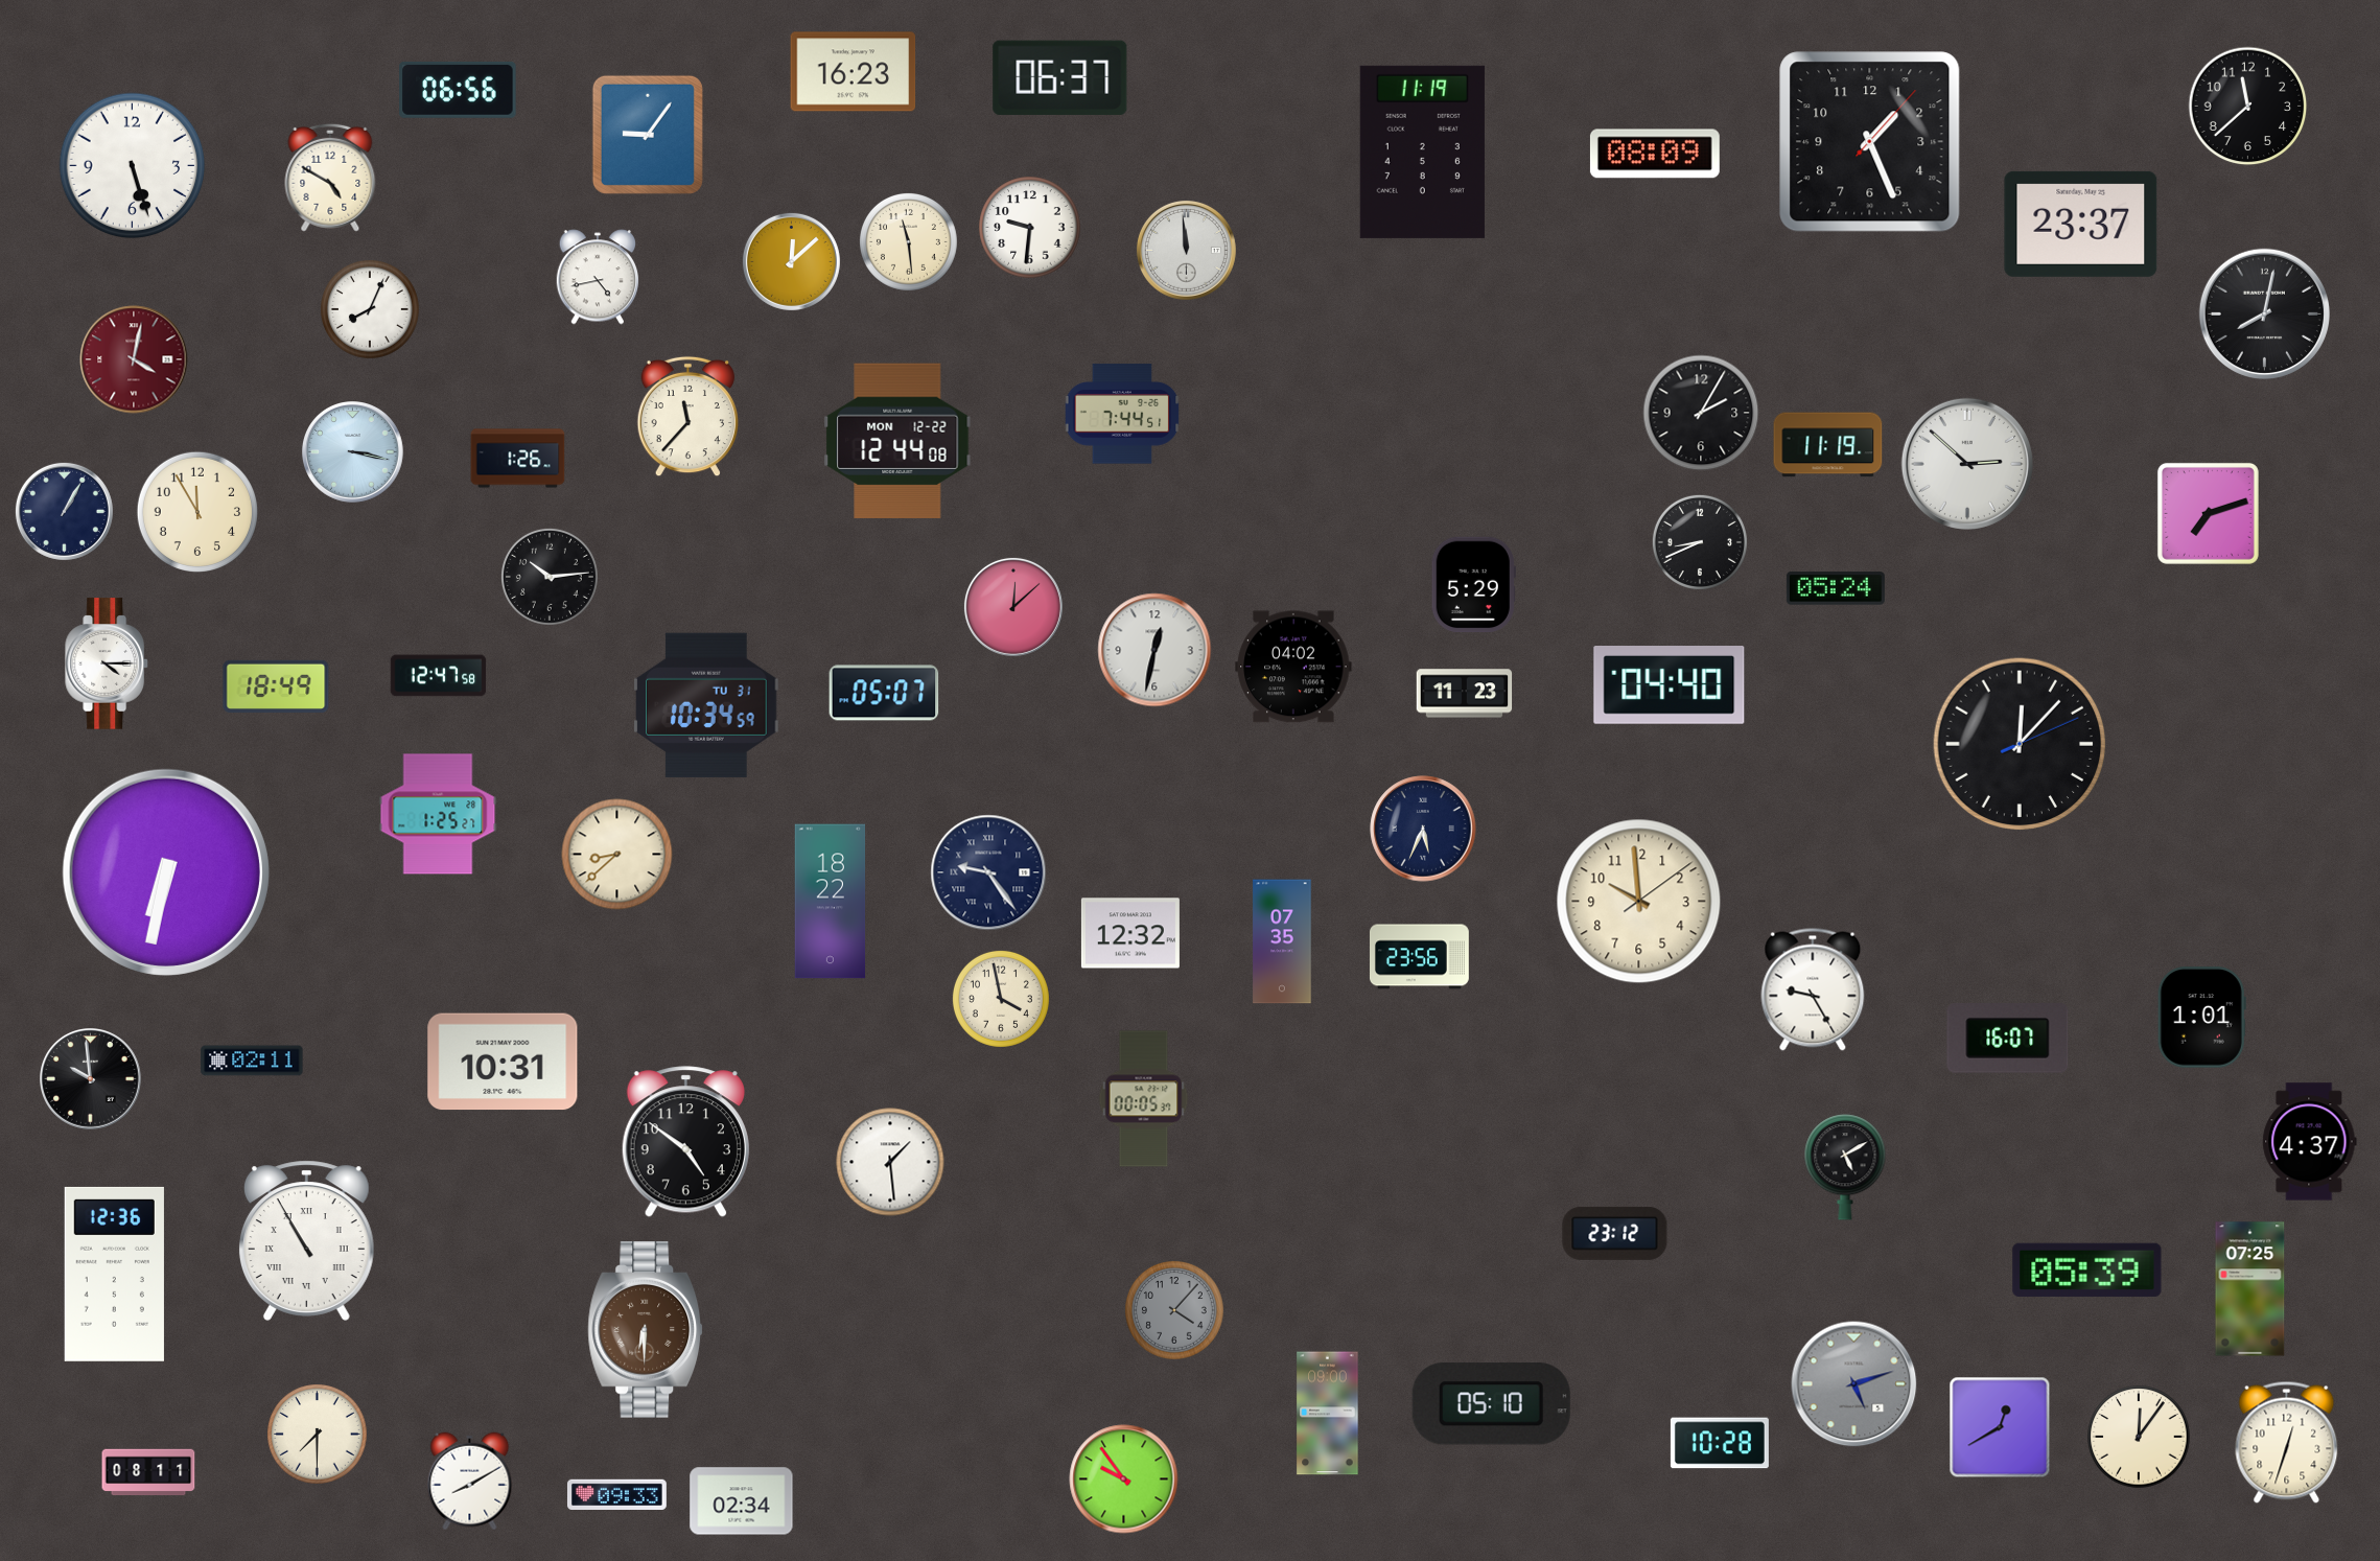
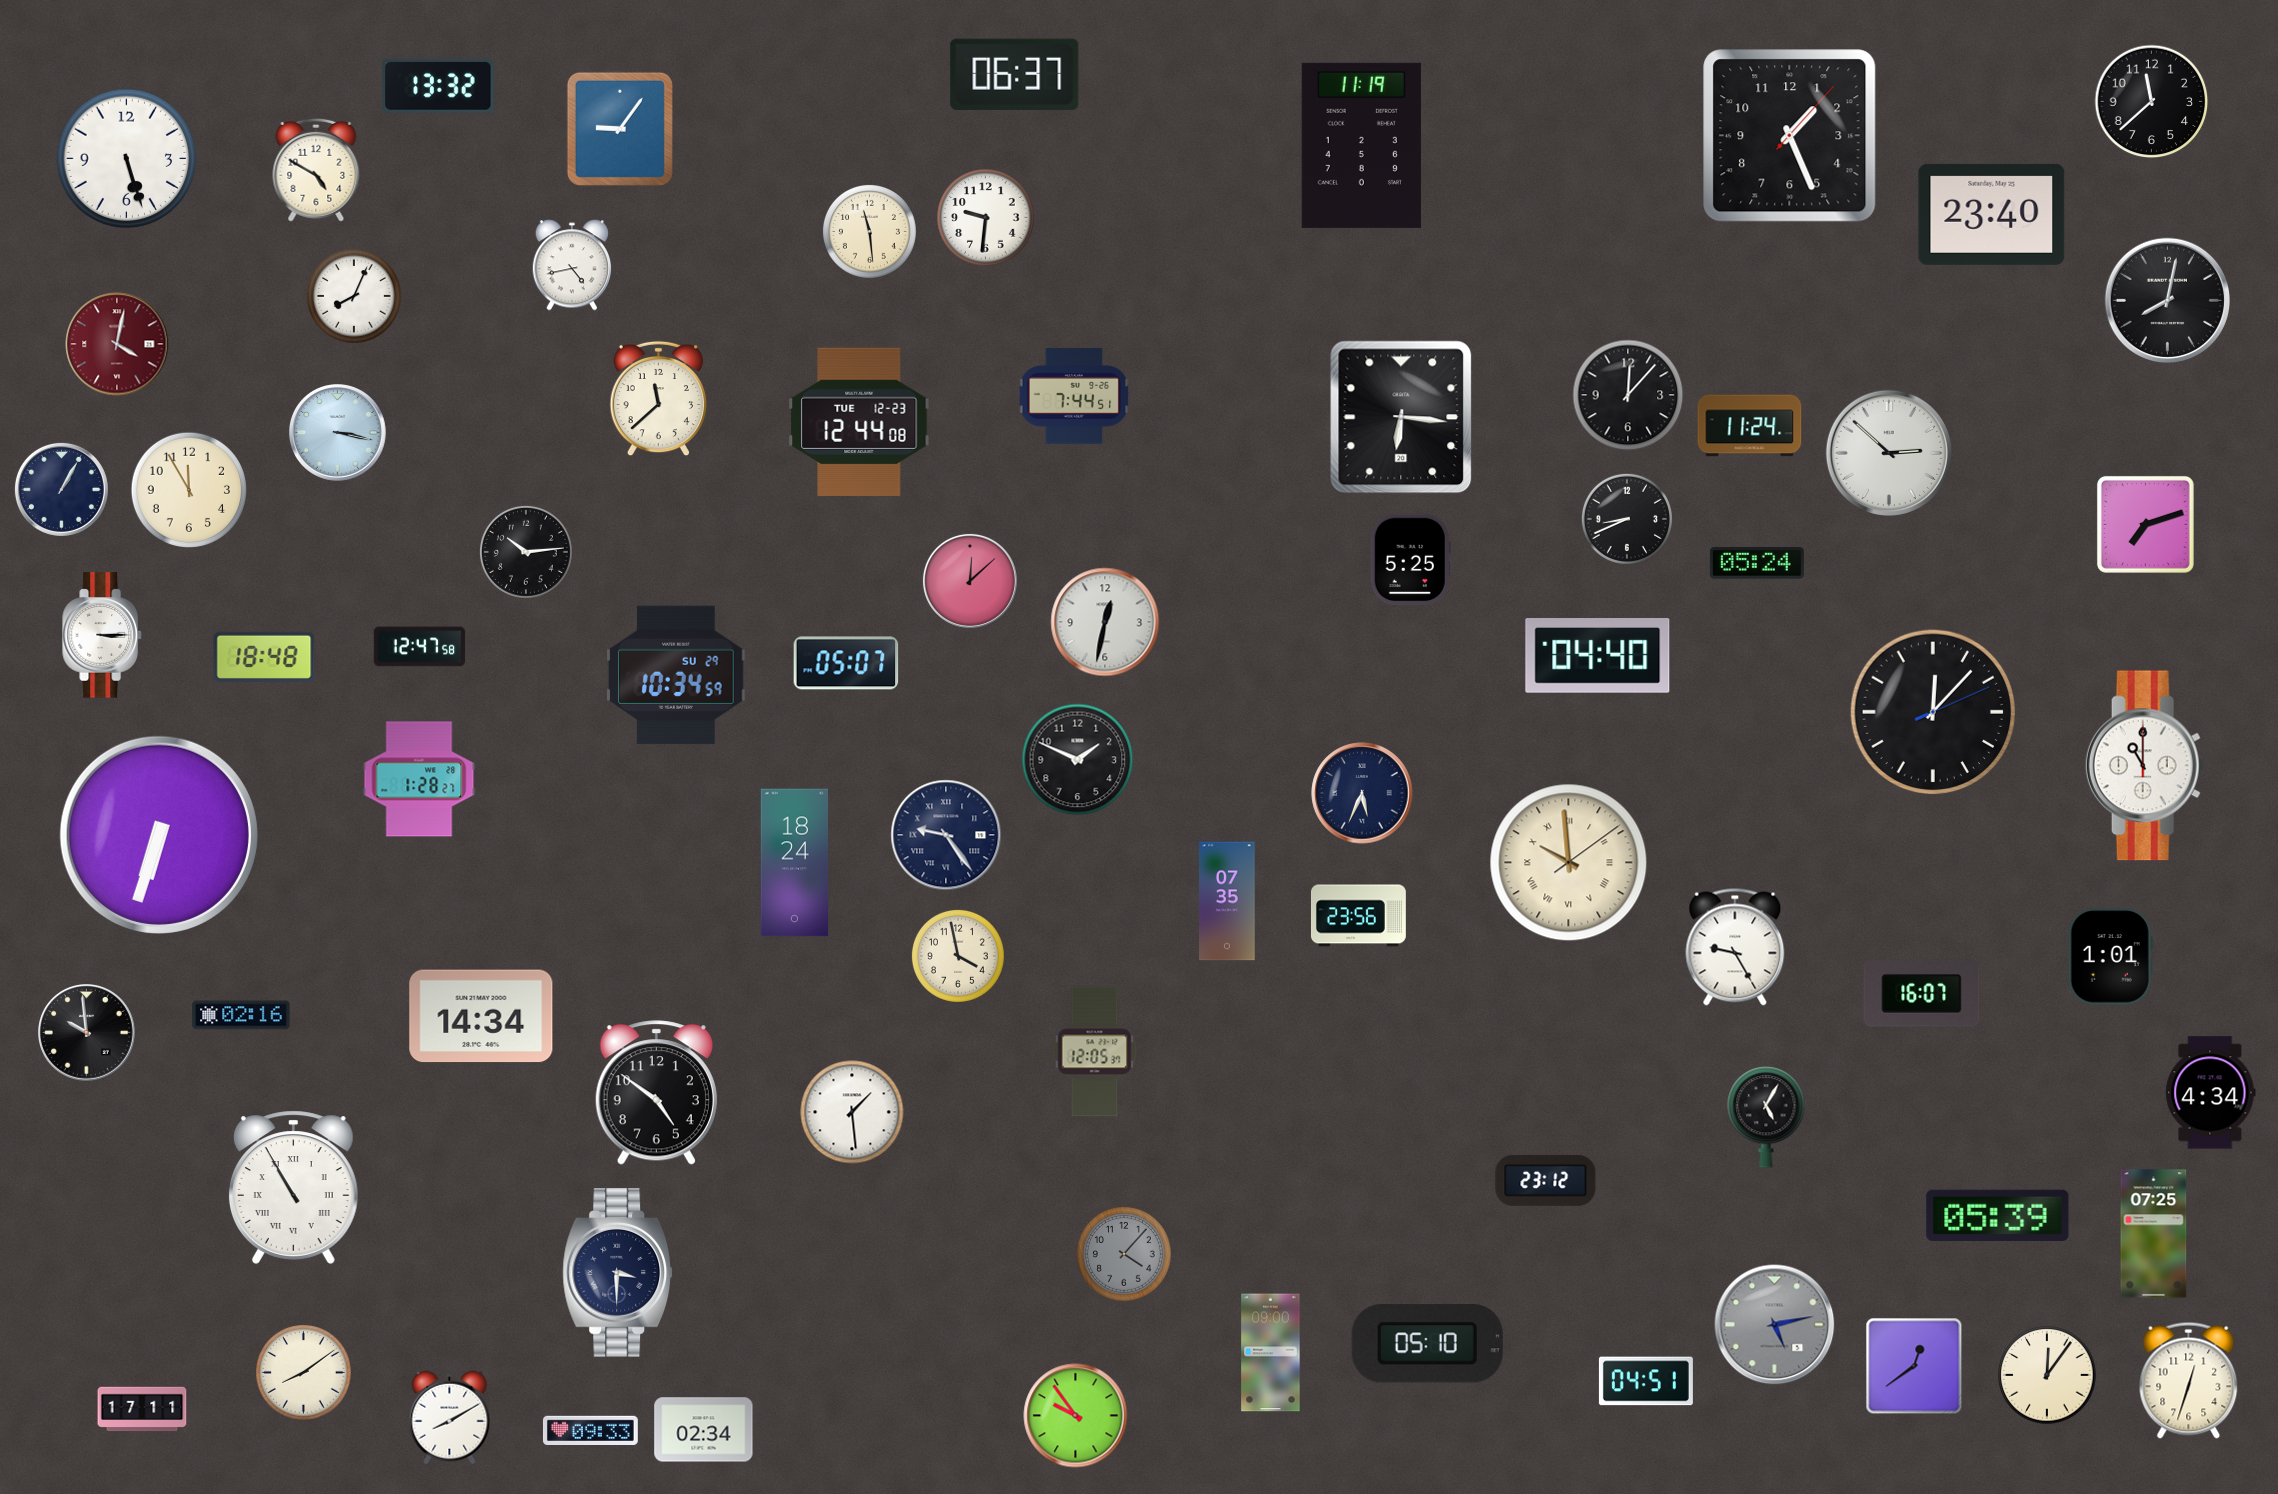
clock at (854, 72): 16:23 -> none
clock at (458, 90): 06:56 -> 13:32
clock at (1655, 154): 08:09 -> none
clock at (2081, 224): 23:37 -> 23:40
clock at (1186, 250): 11:59 -> none
clock at (791, 261): 12:08 -> none
clock at (134, 359) position: (134, 359) -> (117, 344)
clock at (1701, 413): 2:05 -> 12:07
clock at (687, 417): 11:37 -> 11:38
clock at (1401, 417): none -> 6:16
clock at (897, 441) date: MON 12-22 -> TUE 12-23
clock at (1828, 445): 11:19 -> 11:24
clock at (518, 459): 1:26 -> none
clock at (1967, 464) position: (1967, 464) -> (1889, 453)
clock at (2208, 513) position: (2208, 513) -> (2145, 524)
clock at (1473, 585): 5:29 -> 5:25
clock at (107, 663): 4:15 -> 3:15
clock at (1293, 667): 04:02 -> none
clock at (276, 686): 18:49 -> 18:48
clock at (1465, 694): 11:23 -> none
clock at (706, 705) date: TU 31 -> SU 29
clock at (1078, 760): none -> 1:49
clock at (2145, 766): none -> 11:00
clock at (438, 814): 1:25 -> 1:28
clock at (617, 855): 8:38 -> none
clock at (166, 872): 6:32 -> 6:33
clock at (831, 902): 18:22 -> 18:24
clock at (1639, 902) numerals: Arabic -> Roman
clock at (1130, 933): 12:32 -> none
clock at (2201, 1018) position: (2201, 1018) -> (2110, 957)
clock at (252, 1061): 02:11 -> 02:16
clock at (503, 1062): 10:31 -> 14:34
clock at (1144, 1099): 00:05 -> 12:05
clock at (2310, 1142): 4:37 -> 4:34
clock at (1845, 1167): 5:10 -> 5:05
clock at (114, 1274): 12:36 -> none
clock at (646, 1330): 6:30 -> 3:30
clock at (646, 1330) dial: brown -> navy
clock at (1854, 1384): 5:12 -> 5:13
clock at (2000, 1427): 12:40 -> 12:39
clock at (318, 1435): 7:30 -> 8:09
clock at (1720, 1443): 10:28 -> 04:51
clock at (148, 1472): 08:11 -> 17:11
clock at (742, 1501) position: (742, 1501) -> (704, 1430)
